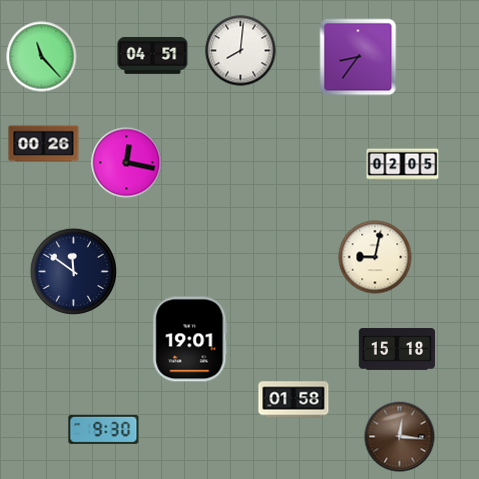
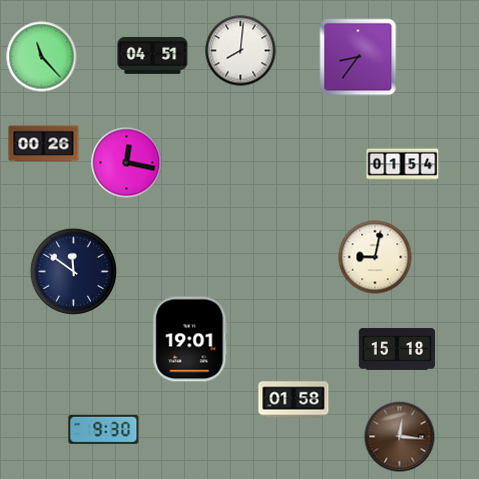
clock at (403, 165): 02:05 -> 01:54
